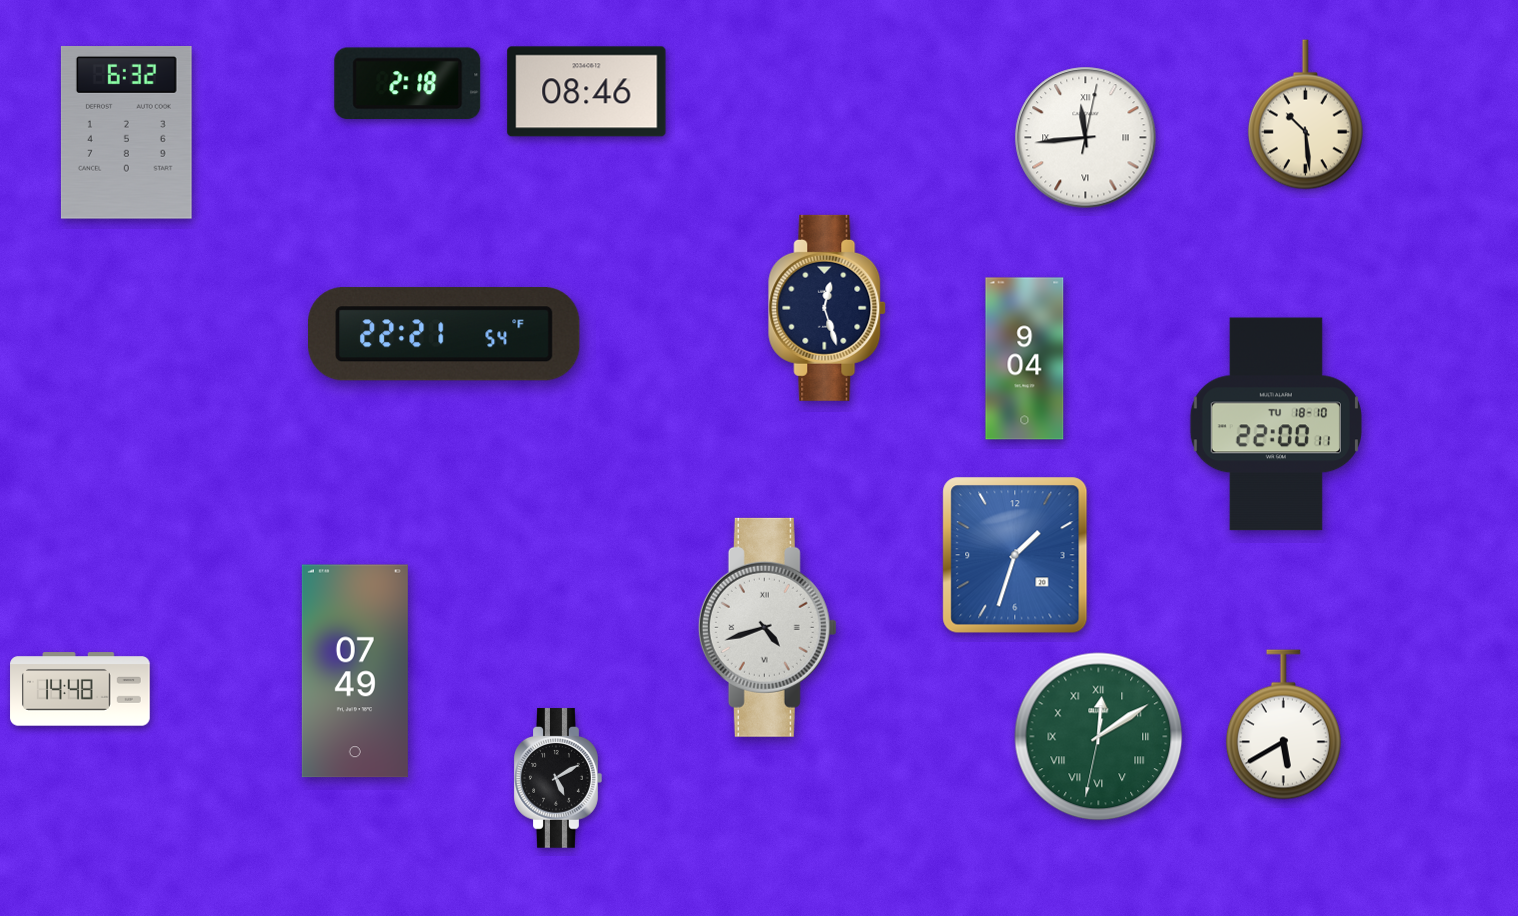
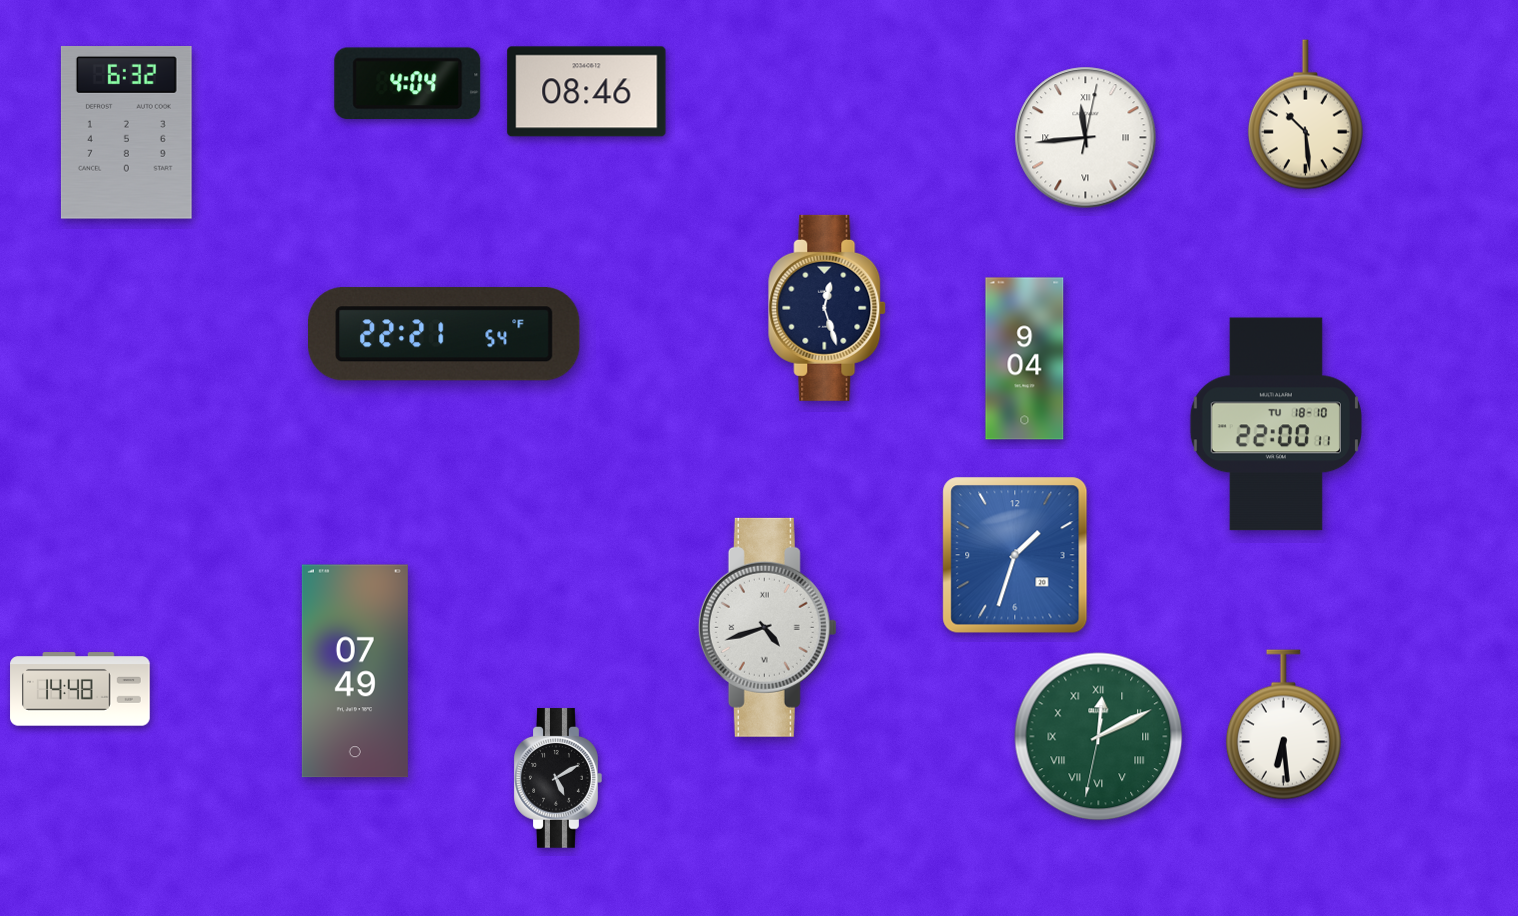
clock at (408, 84): 2:18 -> 4:04
clock at (1283, 725): 5:40 -> 6:29
clock at (1099, 737): 12:09 -> 12:10
